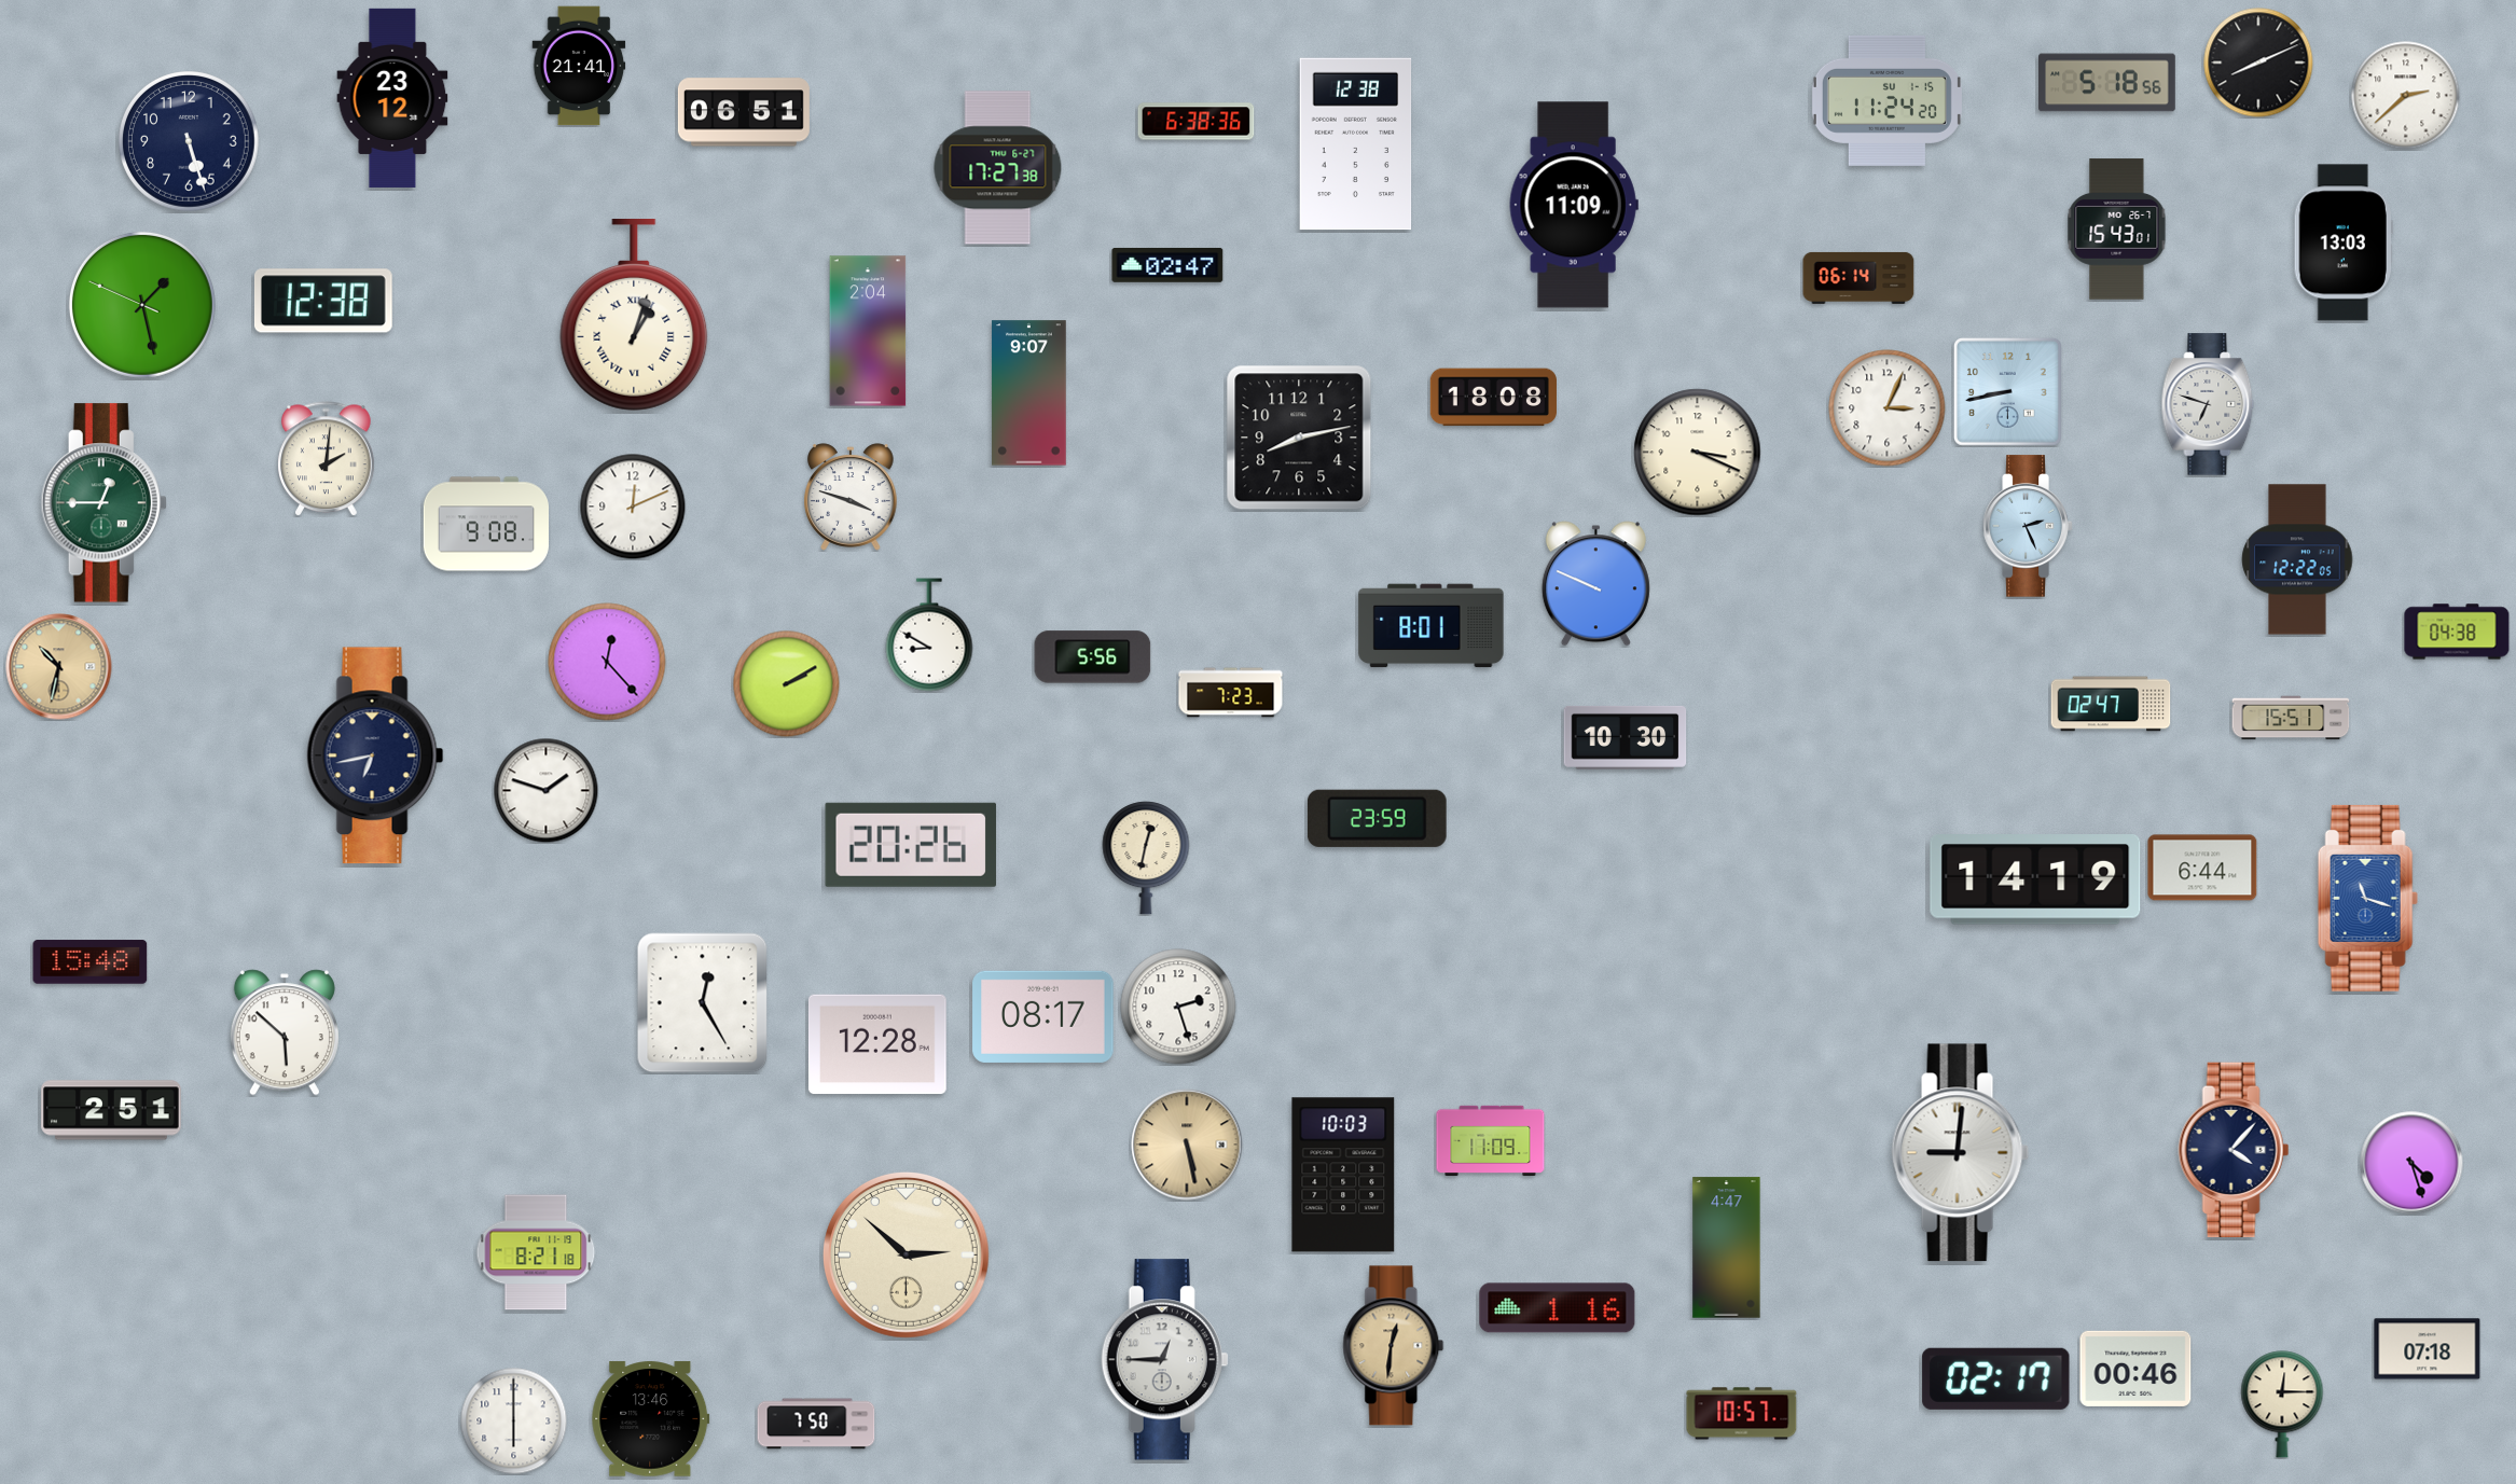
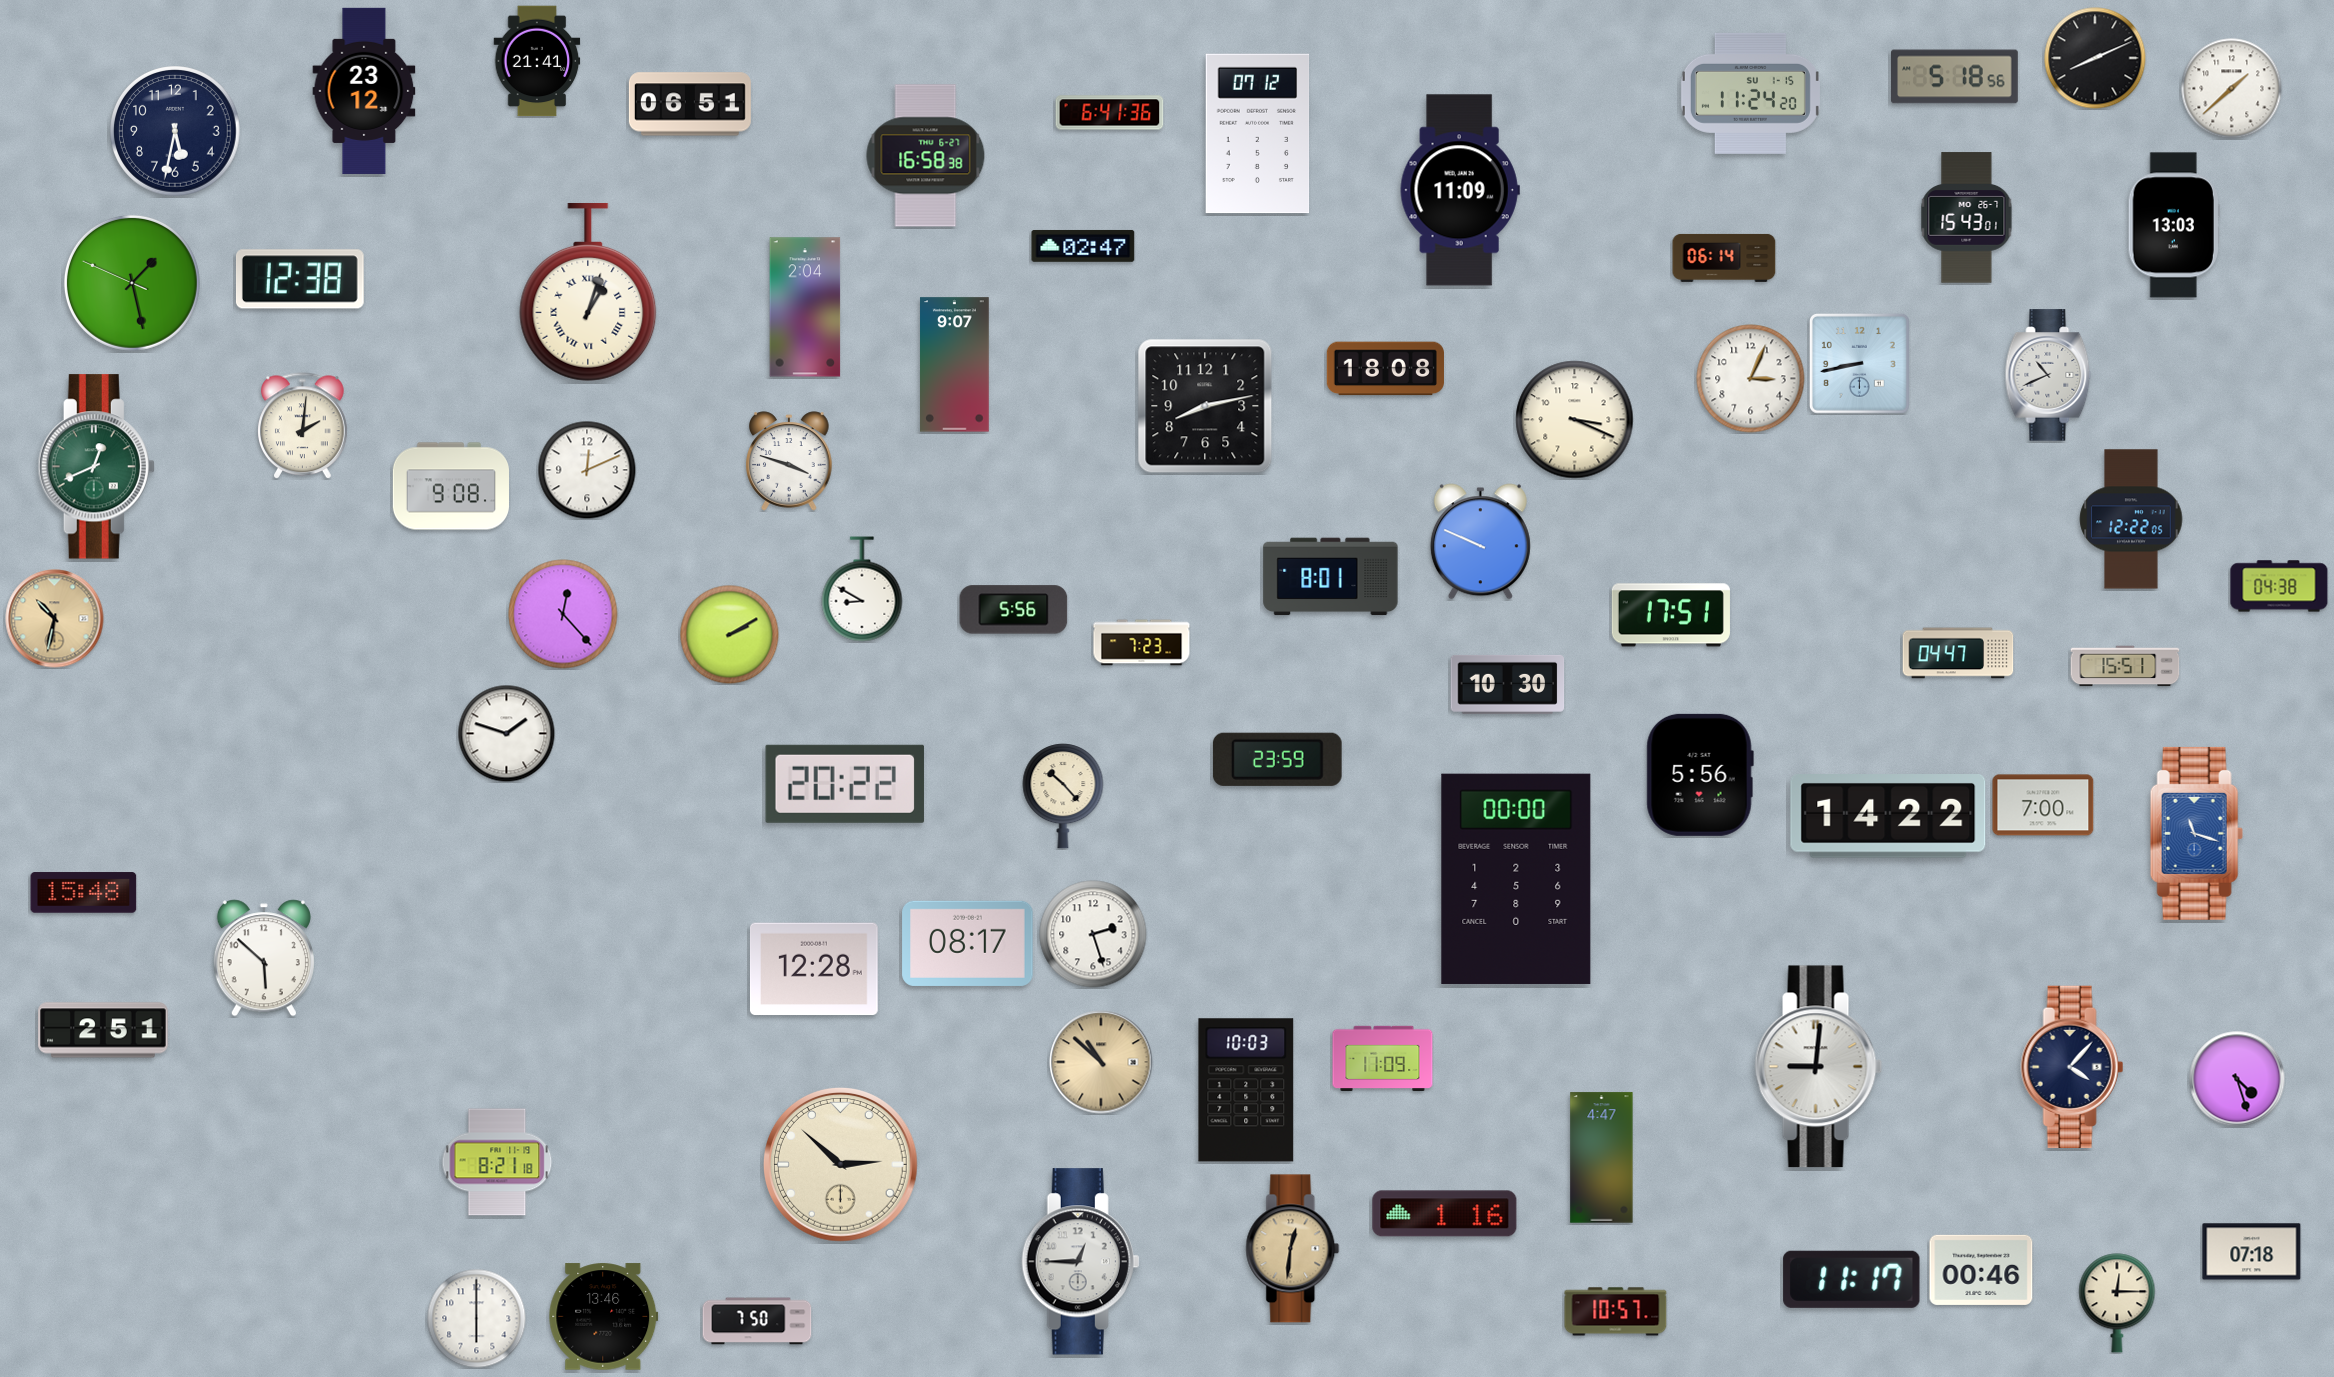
clock at (2406, 96): 2:38 -> 1:38
clock at (1197, 122): 6:38 -> 6:41
clock at (190, 142): 5:27 -> 5:32
clock at (1356, 144): 12:38 -> 07:12
clock at (998, 168): 17:27 -> 16:58
clock at (2117, 230) position: (2117, 230) -> (1967, 218)
clock at (2007, 391) position: (2007, 391) -> (1859, 363)
clock at (2208, 404): 6:48 -> 10:41
clock at (103, 503): 12:45 -> 12:41
clock at (2028, 526): 2:26 -> none
clock at (1432, 626) position: (1432, 626) -> (1331, 577)
clock at (1671, 615): none -> 17:51
clock at (2111, 704): 02:47 -> 04:47
clock at (375, 755): 6:43 -> none
clock at (1700, 775): none -> 5:56
clock at (911, 845): 20:26 -> 20:22
clock at (1146, 858): 12:32 -> 10:23
clock at (2202, 868): 6:44 -> 7:00
clock at (2035, 880): 14:19 -> 14:22
clock at (1516, 879): none -> 00:00
clock at (703, 1003): 12:25 -> none
clock at (1187, 1145): 5:28 -> 10:52
clock at (1961, 1153) position: (1961, 1153) -> (1819, 1067)
clock at (1996, 1378): 02:17 -> 11:17
